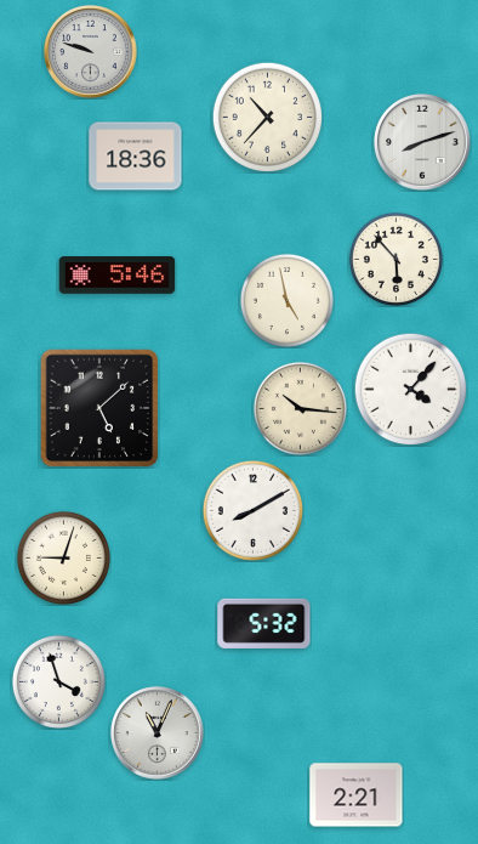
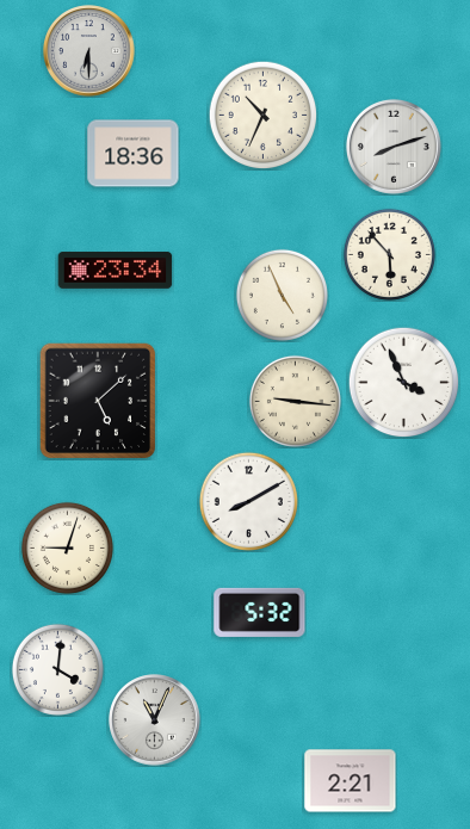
clock at (91, 52): 9:48 -> 6:30
clock at (267, 117): 10:37 -> 10:34
clock at (422, 142) position: (422, 142) -> (394, 147)
clock at (118, 276): 5:46 -> 23:34
clock at (286, 300): 4:58 -> 4:56
clock at (410, 389): 4:07 -> 3:56
clock at (300, 408): 10:16 -> 9:16
clock at (63, 557) position: (63, 557) -> (67, 547)
clock at (58, 681): 3:57 -> 4:01
